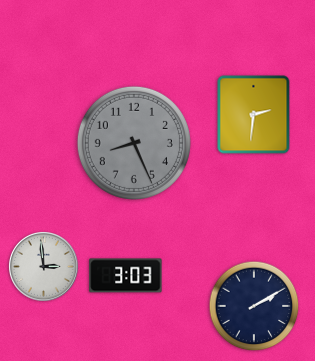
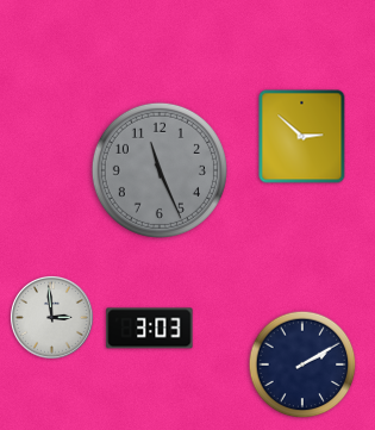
clock at (254, 115): 2:31 -> 2:52
clock at (134, 143): 8:26 -> 11:26
